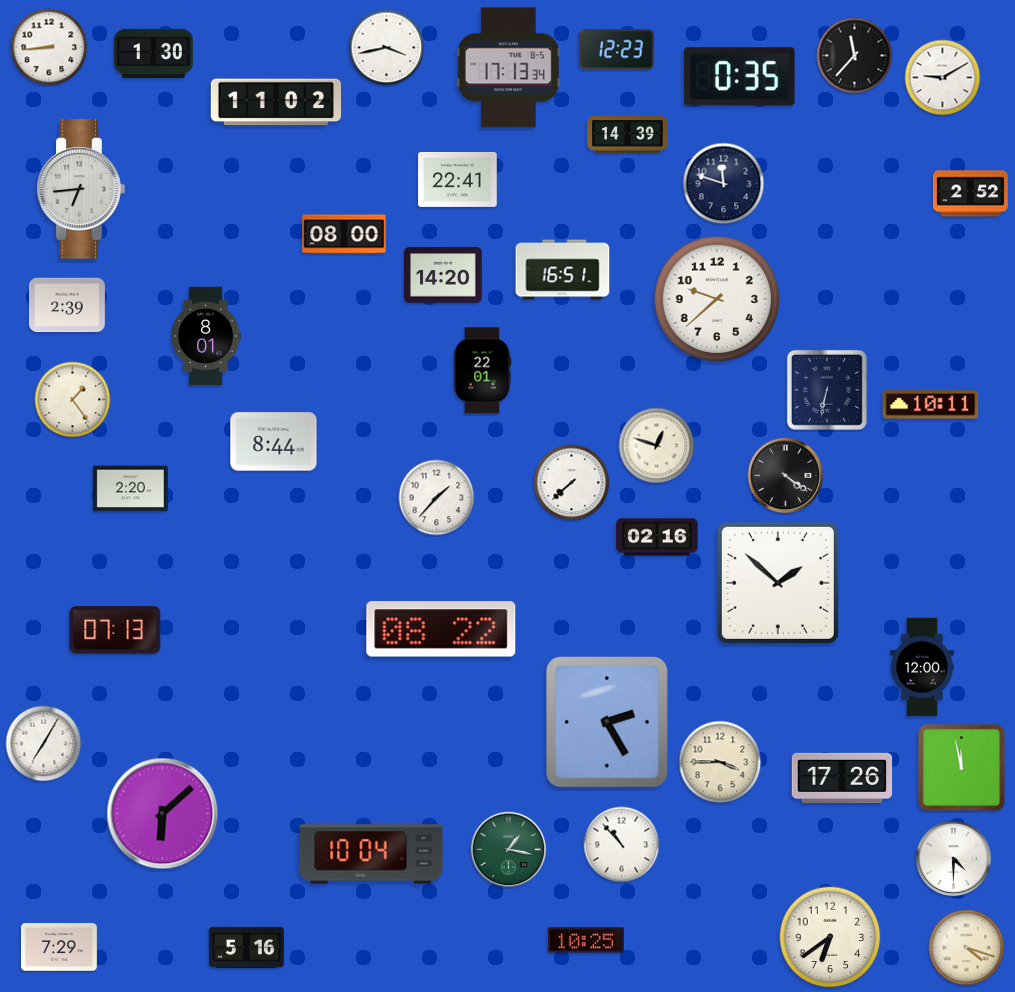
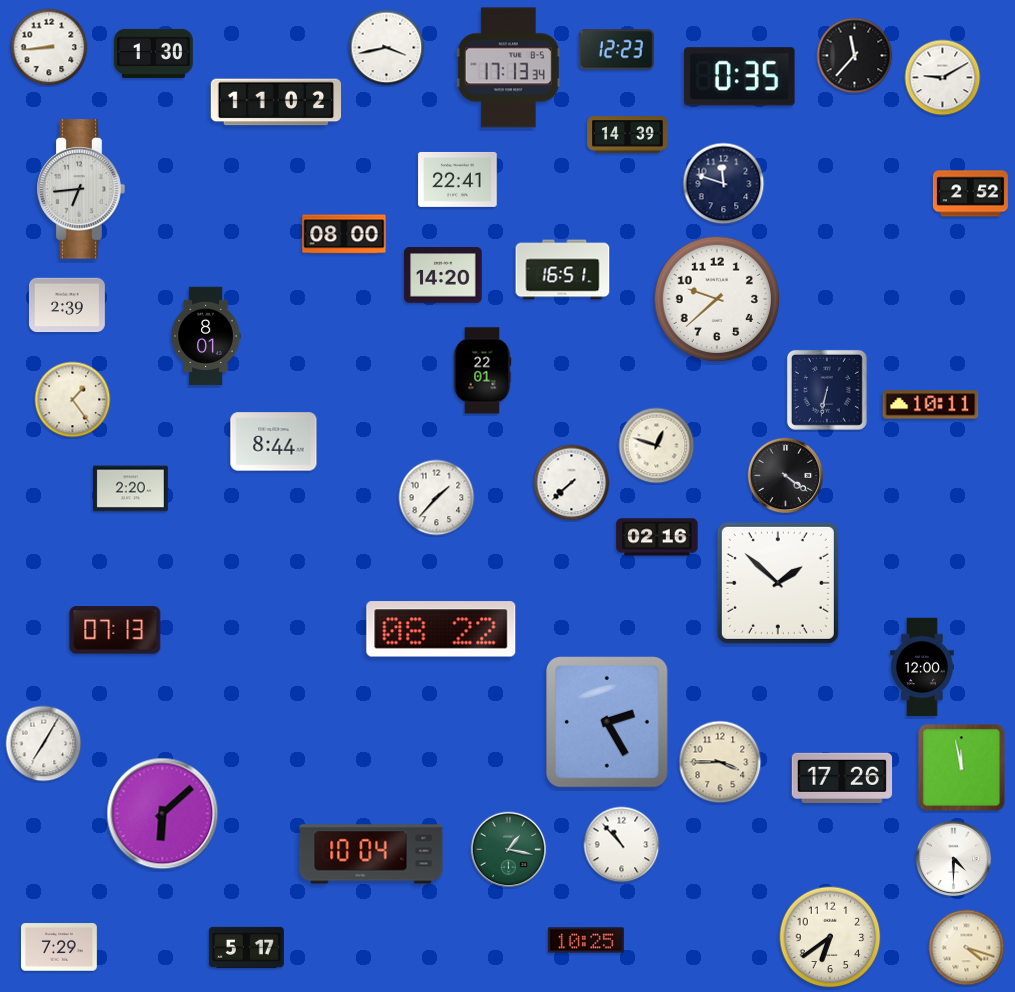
clock at (246, 947): 5:16 -> 5:17
